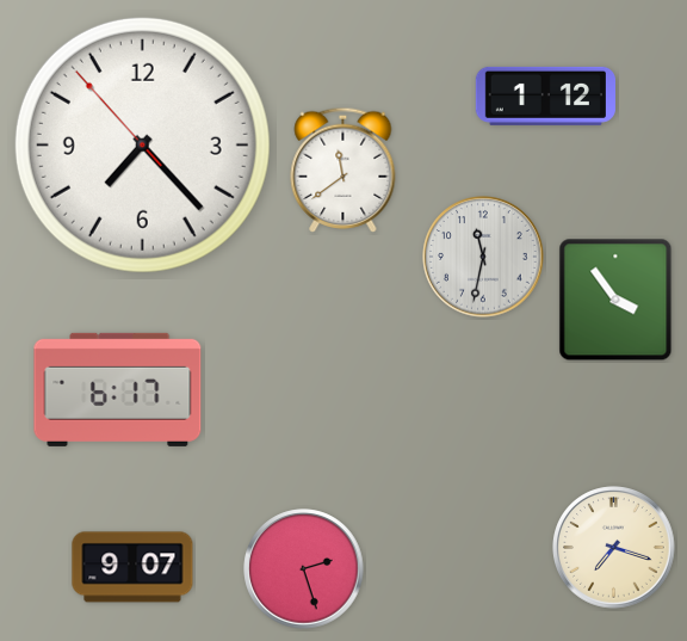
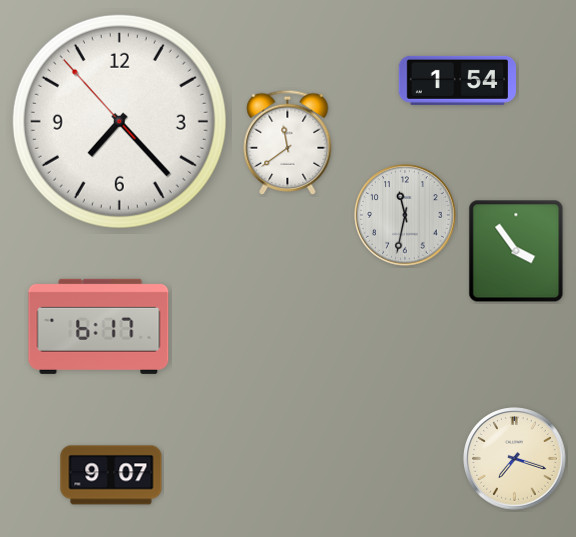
clock at (545, 95): 1:12 -> 1:54
clock at (304, 569): 2:27 -> none
